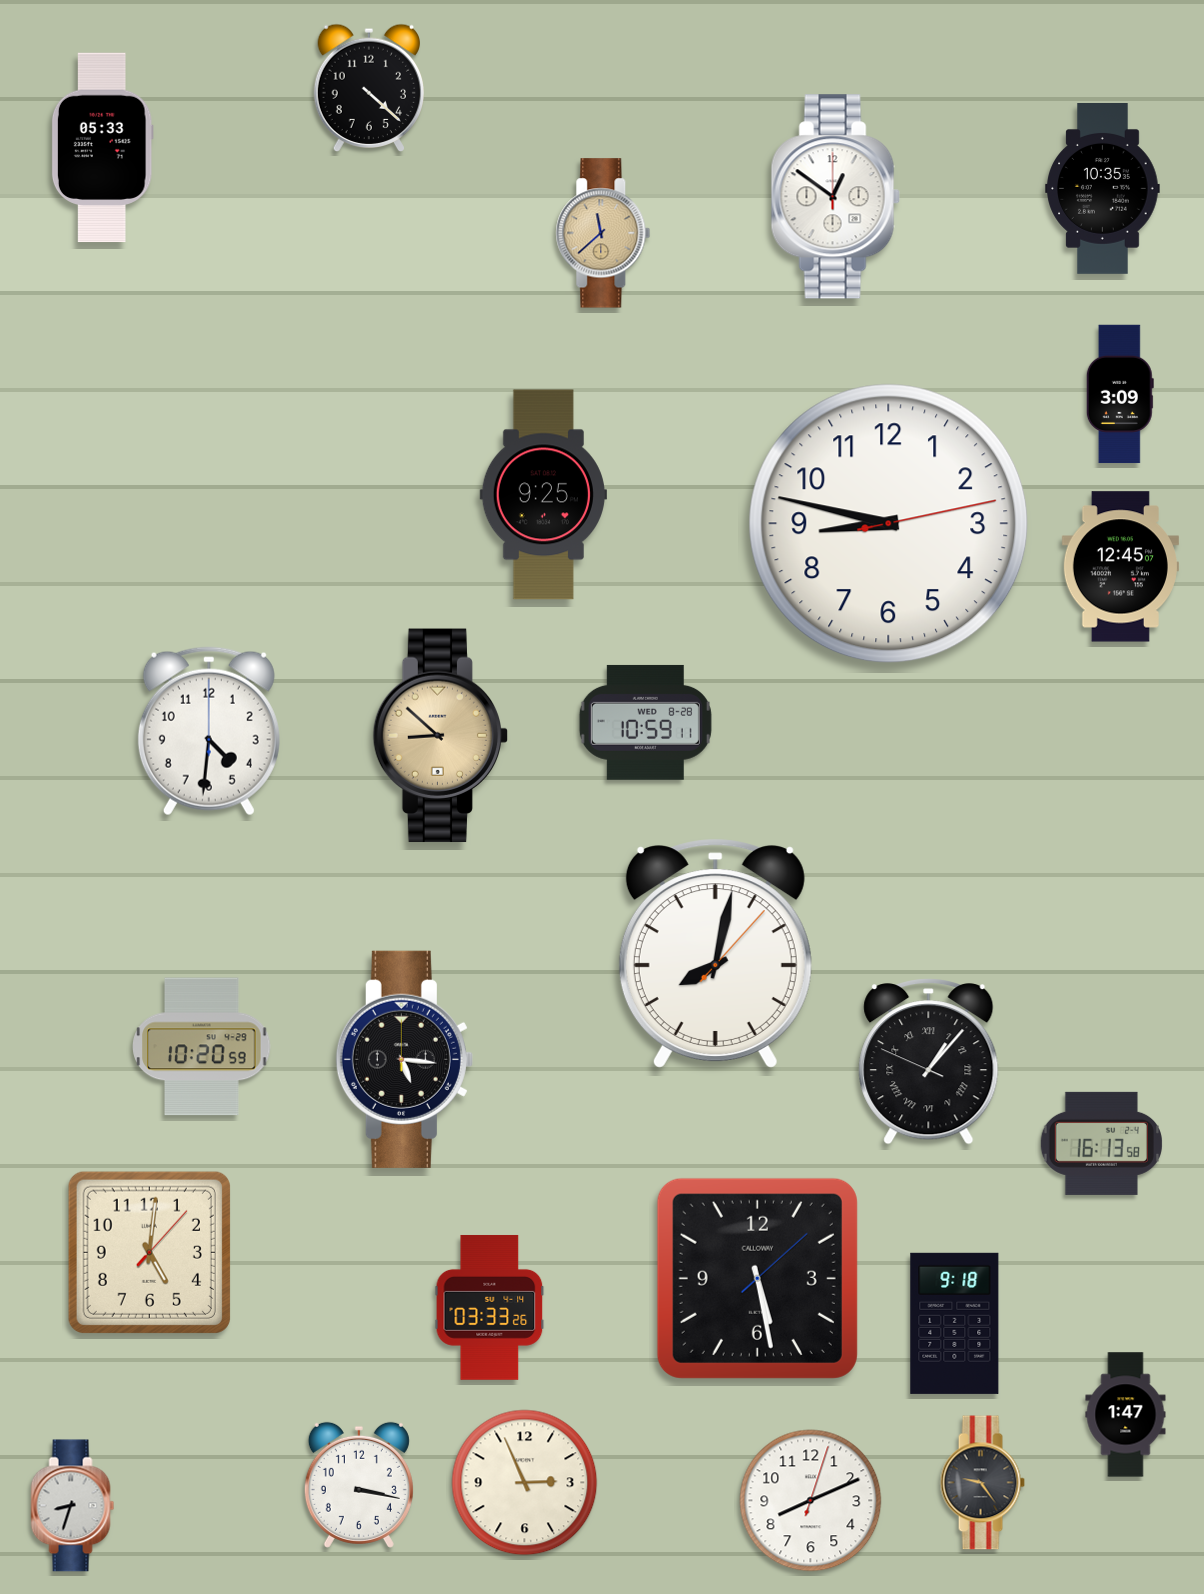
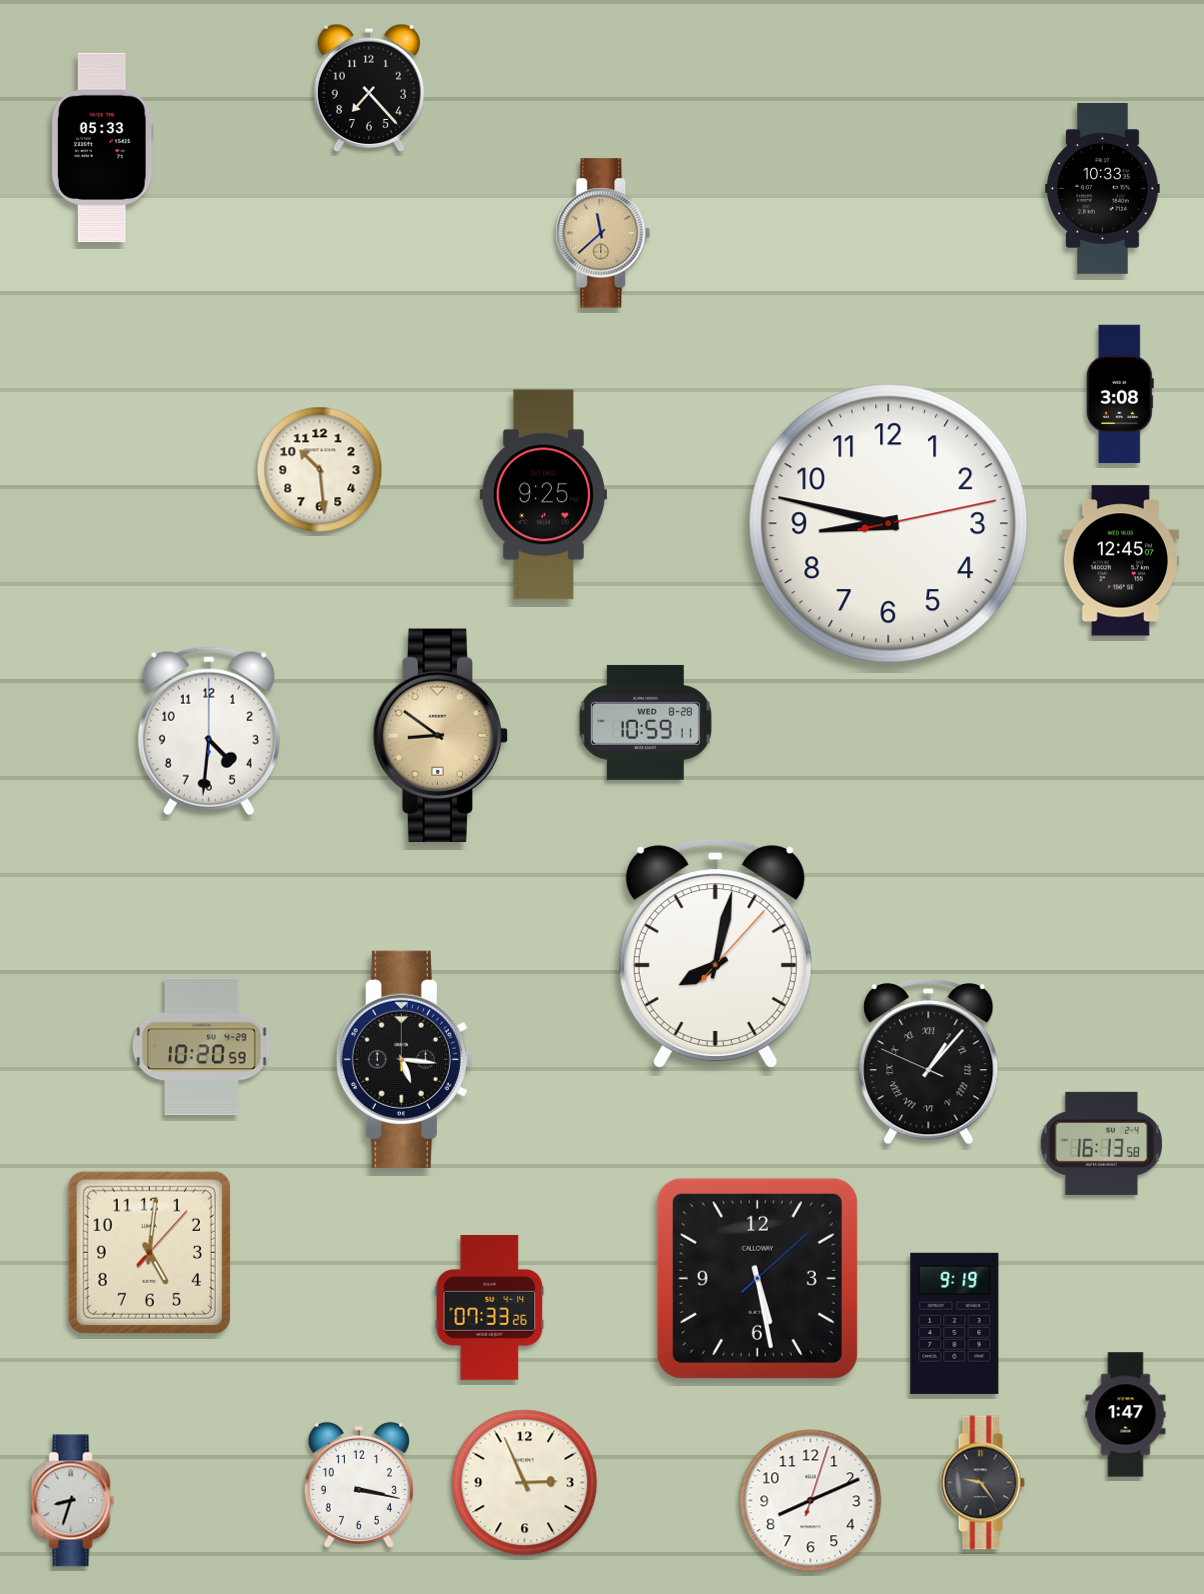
clock at (368, 87): 4:22 -> 7:23
clock at (1103, 189): 10:35 -> 10:33
clock at (835, 197): 12:51 -> none
clock at (1120, 394): 3:09 -> 3:08
clock at (320, 470): none -> 10:29
clock at (1120, 567) position: (1120, 567) -> (1120, 561)
clock at (441, 736): 8:52 -> 8:51
clock at (490, 1307): 03:33 -> 07:33
clock at (955, 1323): 9:18 -> 9:19
clock at (73, 1506) position: (73, 1506) -> (73, 1501)
